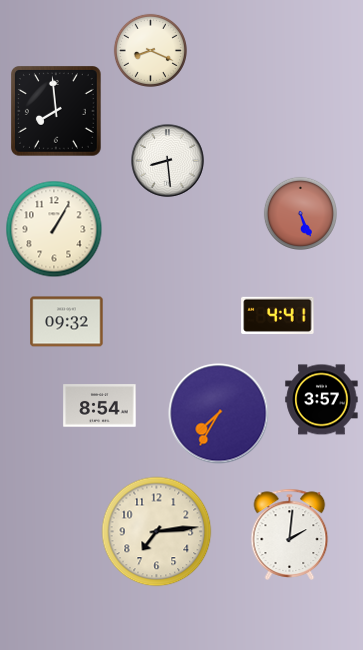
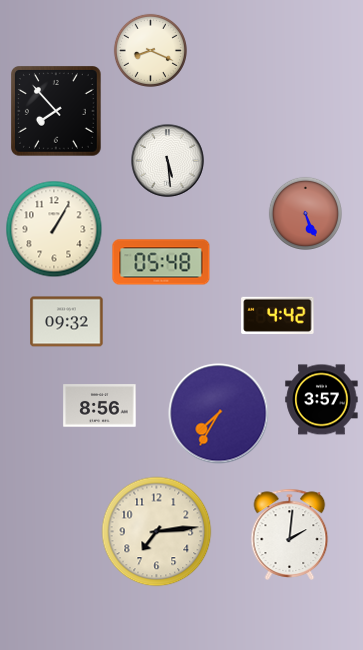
clock at (57, 112): 7:59 -> 7:53
clock at (168, 161): 8:29 -> 5:29
clock at (300, 213) position: (300, 213) -> (305, 213)
clock at (161, 262): none -> 05:48
clock at (278, 315): 4:41 -> 4:42
clock at (100, 406): 8:54 -> 8:56
